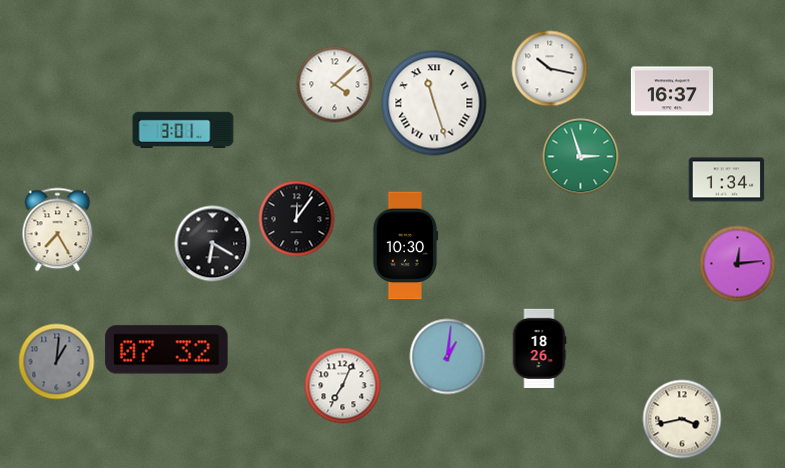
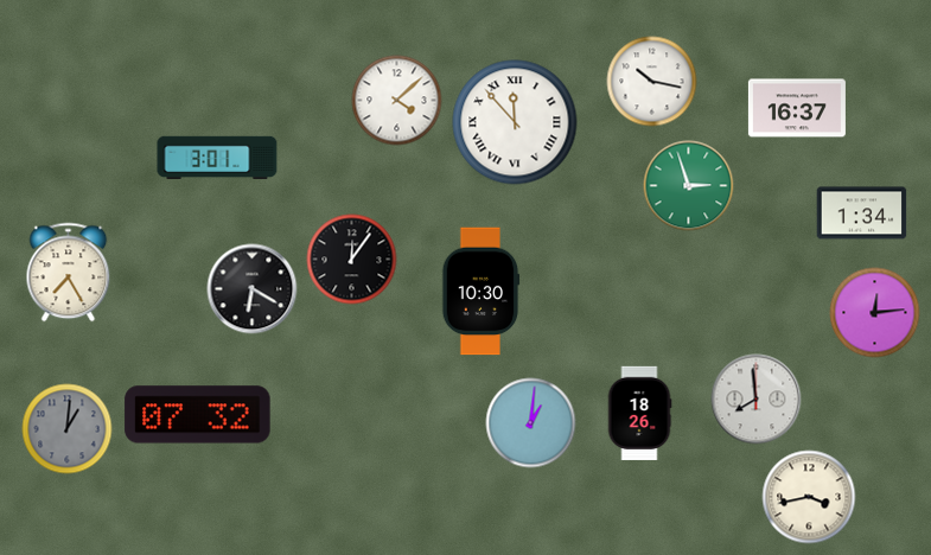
clock at (434, 103): 11:27 -> 11:53
clock at (183, 130) position: (183, 130) -> (217, 158)
clock at (757, 400): none -> 7:59
clock at (343, 386): 7:04 -> none
